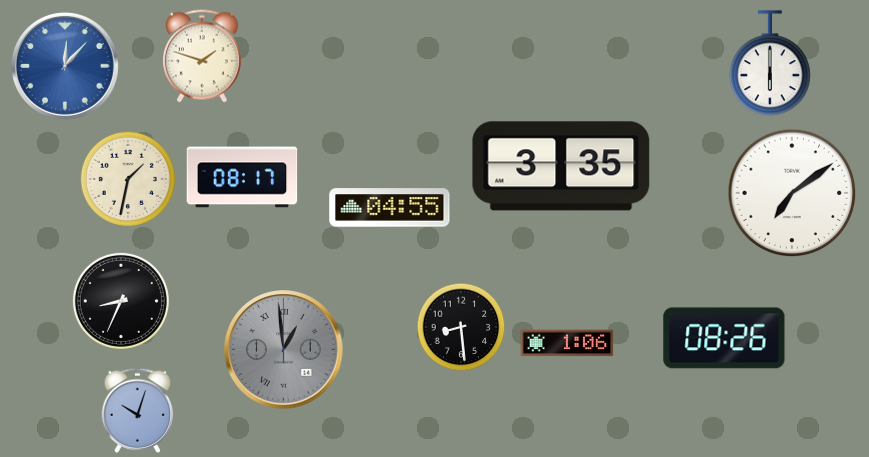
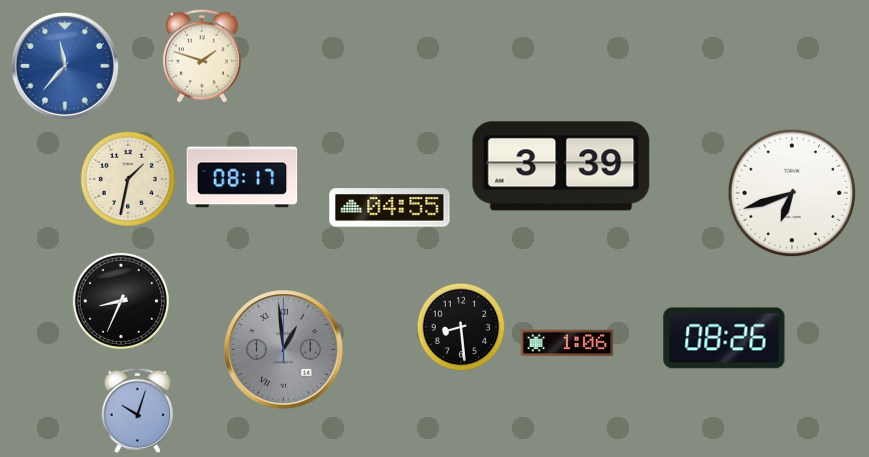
clock at (770, 63): 6:00 -> none
clock at (65, 66): 12:07 -> 11:37
clock at (561, 166): 3:35 -> 3:39
clock at (792, 193): 7:09 -> 6:42
